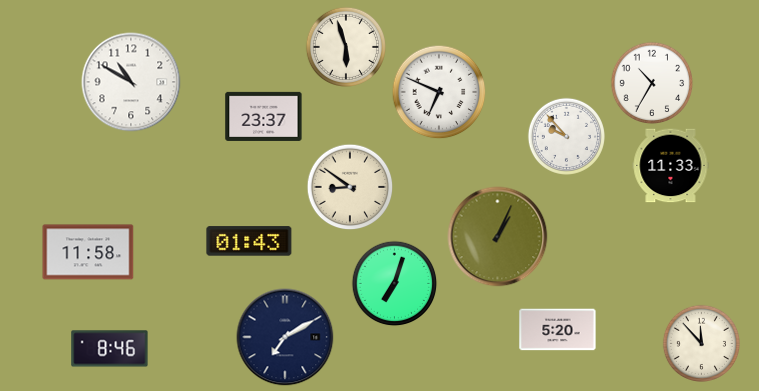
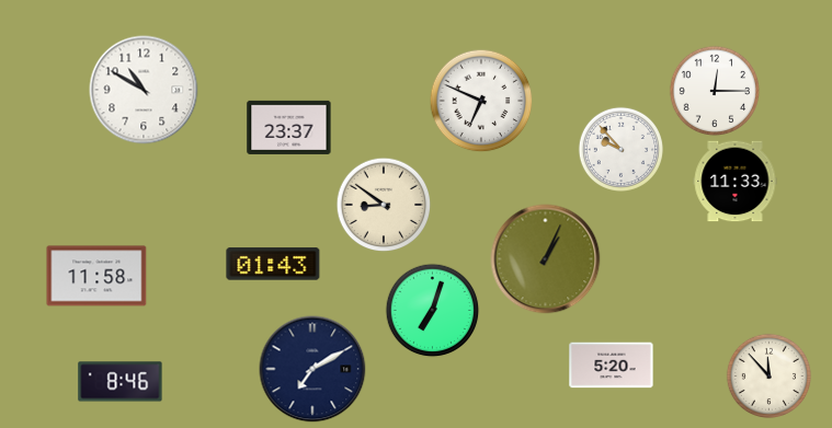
clock at (345, 46): 5:57 -> none
clock at (652, 83): 10:35 -> 12:15
clock at (558, 330) position: (558, 330) -> (612, 366)
